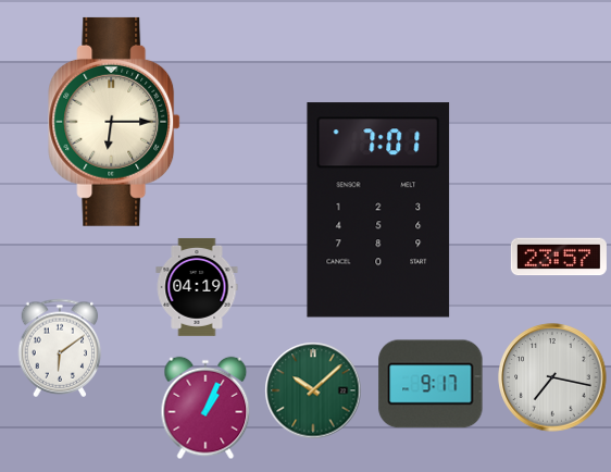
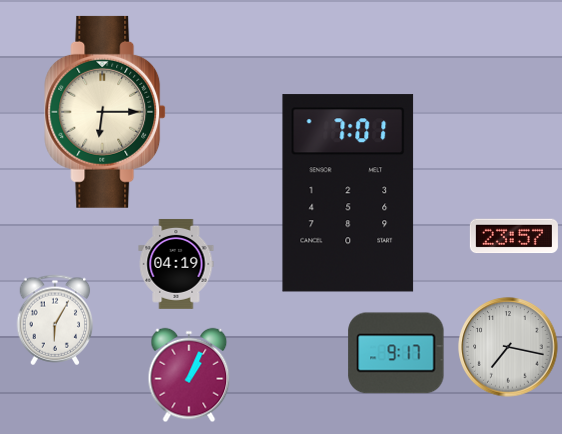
clock at (197, 287) position: (197, 287) -> (176, 264)
clock at (60, 348): 6:09 -> 6:05
clock at (313, 390): 10:08 -> none
